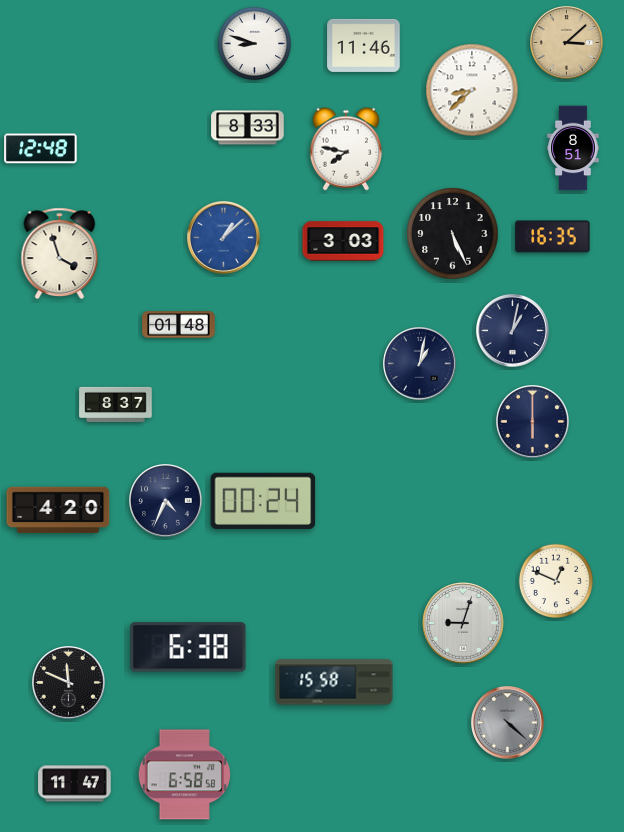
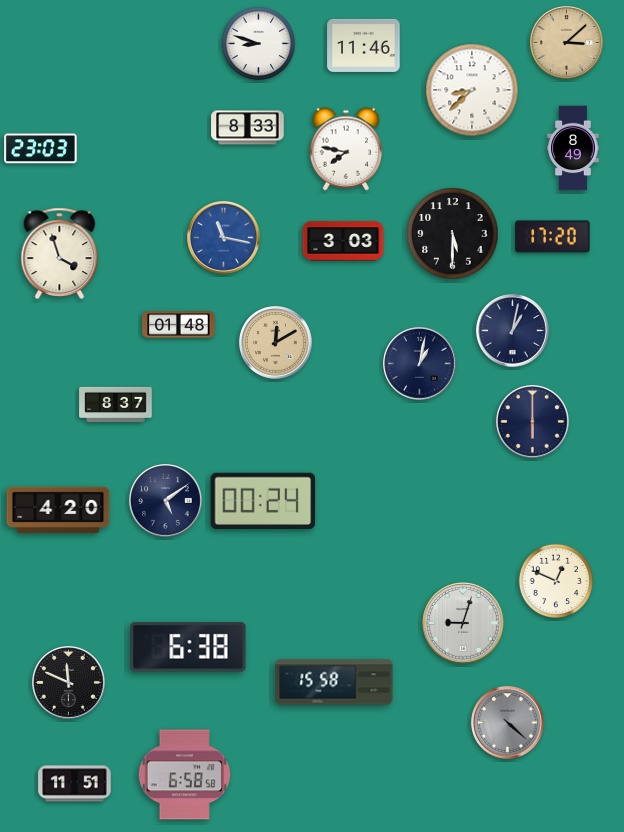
clock at (255, 44) position: (255, 44) -> (259, 44)
clock at (573, 148): 8:51 -> 8:49
clock at (41, 149): 12:48 -> 23:03
clock at (453, 234): 5:26 -> 5:30
clock at (553, 237): 16:35 -> 17:20
clock at (224, 238): 1:08 -> 11:17
clock at (276, 343): none -> 12:10
clock at (166, 501): 4:34 -> 5:09
clock at (75, 784): 11:47 -> 11:51
